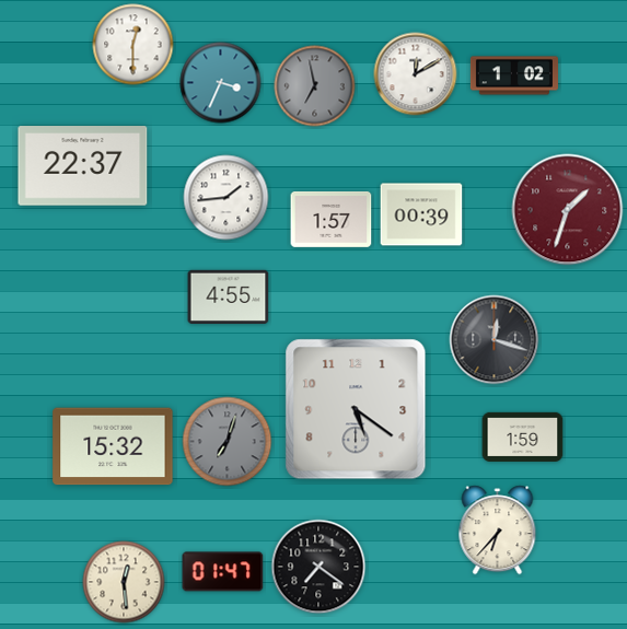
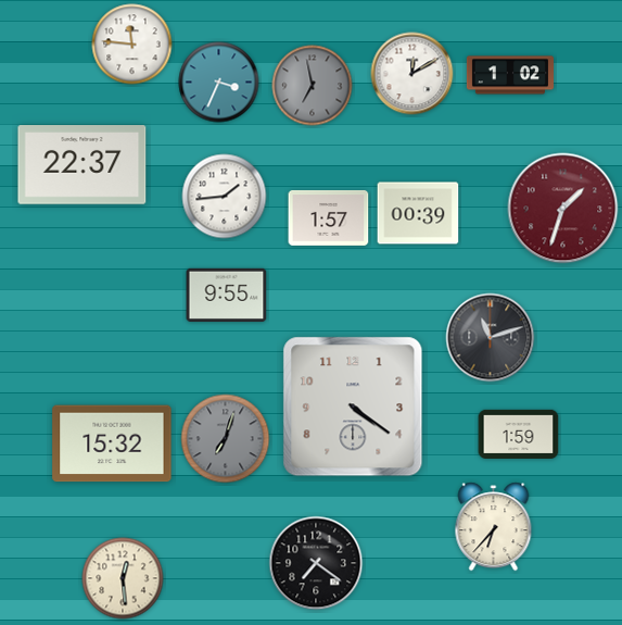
clock at (133, 45): 12:30 -> 11:46
clock at (229, 296): 4:55 -> 9:55
clock at (495, 340): 12:18 -> 11:12
clock at (356, 409): 5:21 -> 4:21
clock at (223, 572): 01:47 -> none
